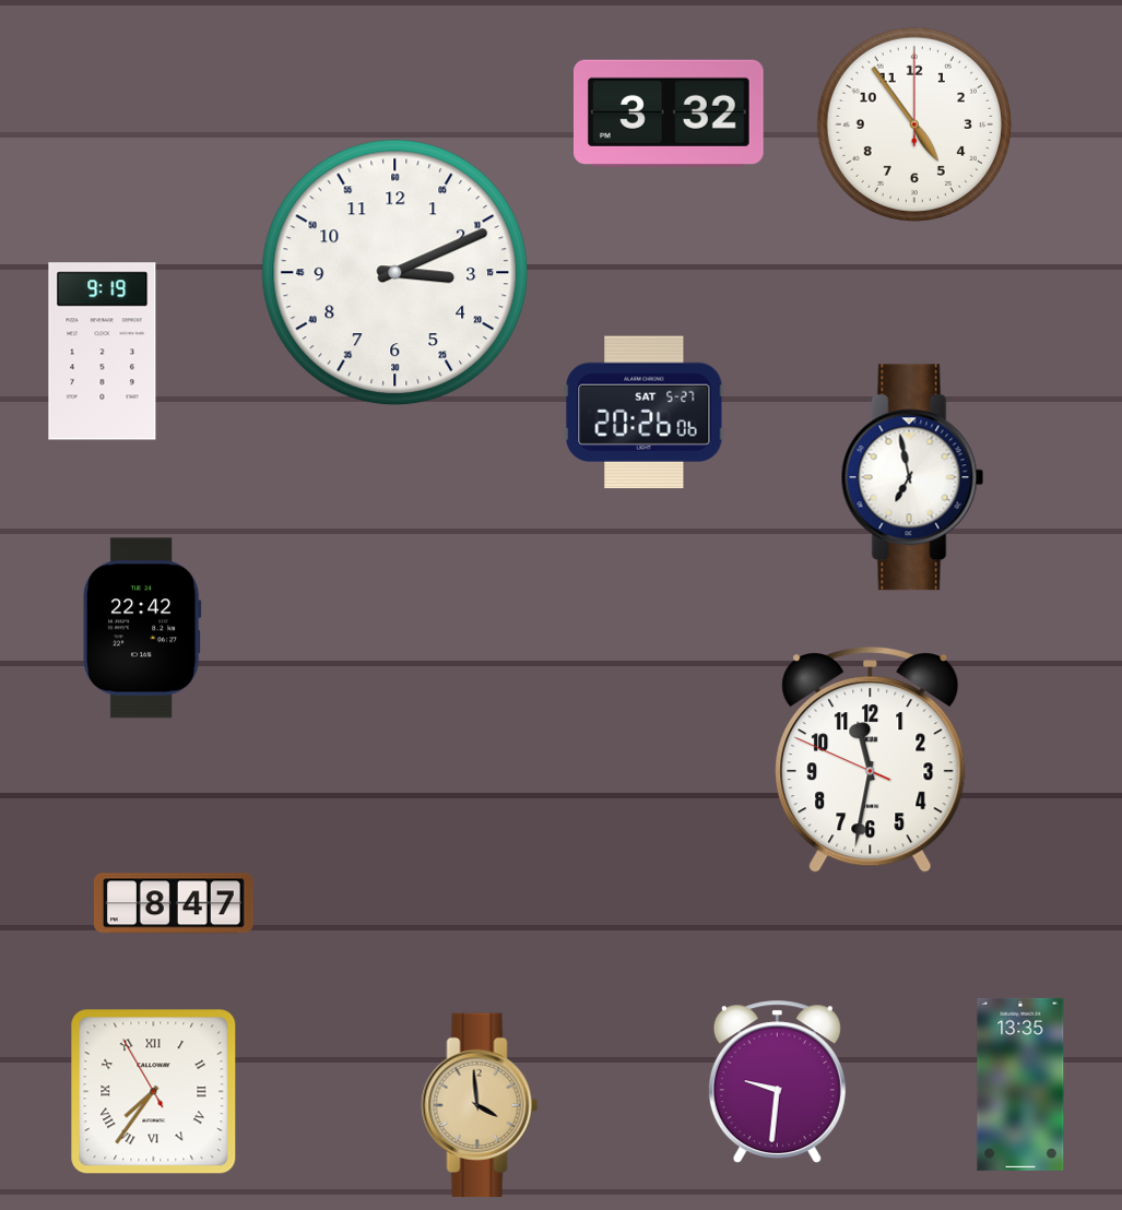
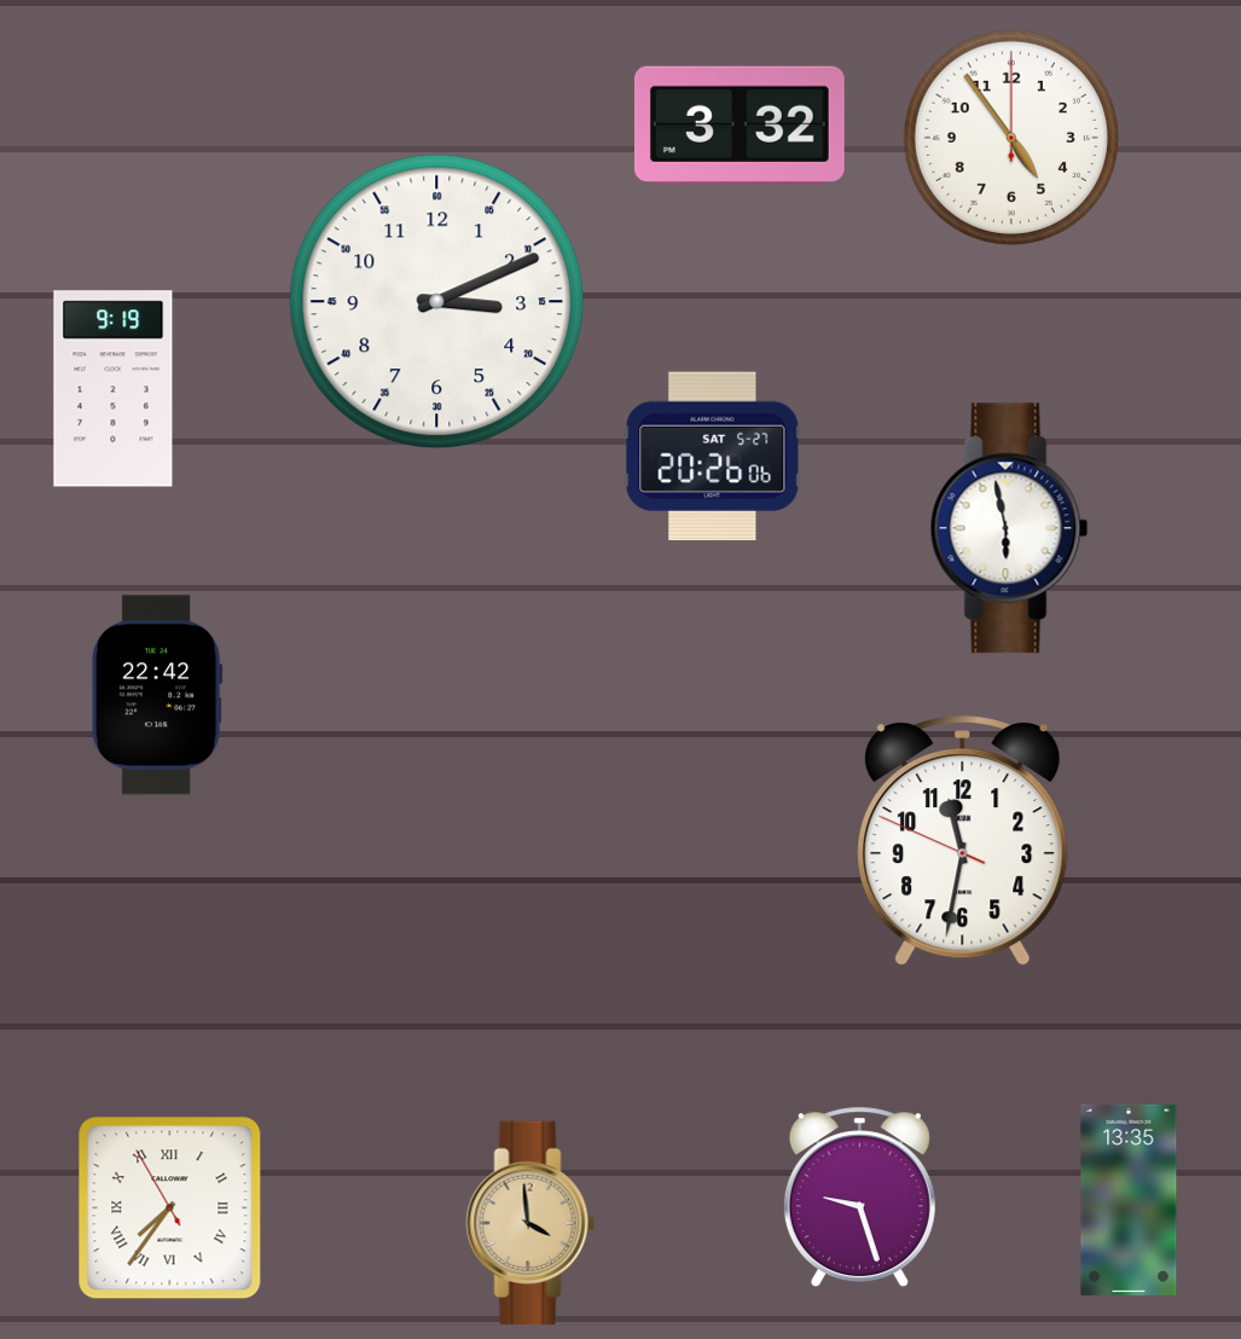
clock at (912, 477): 6:58 -> 5:58
clock at (174, 903): 8:47 -> none
clock at (777, 1082): 9:31 -> 9:27
